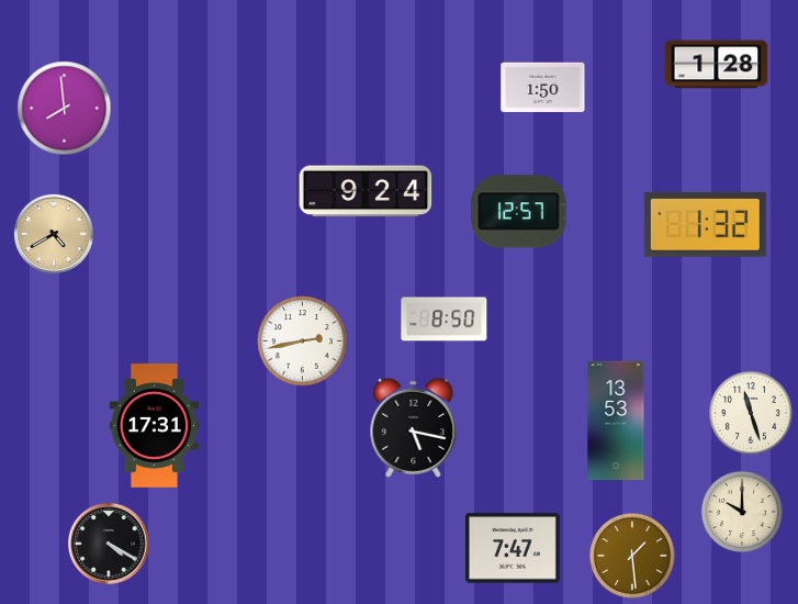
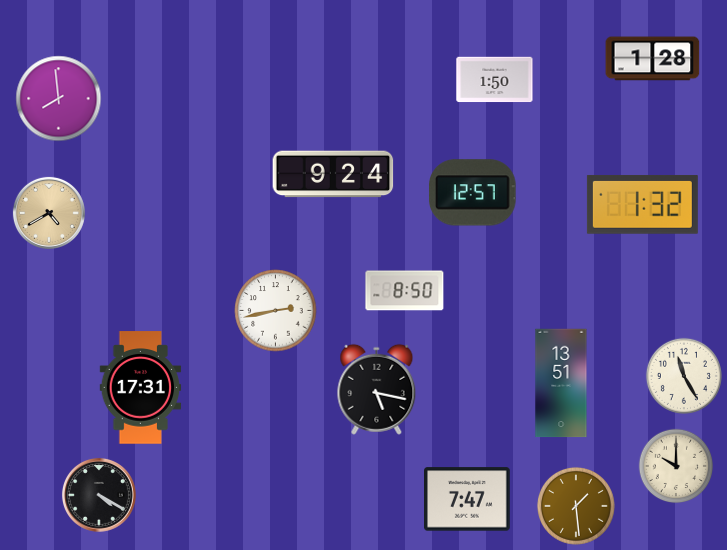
clock at (751, 413): 11:27 -> 11:25
clock at (616, 421): 13:53 -> 13:51
